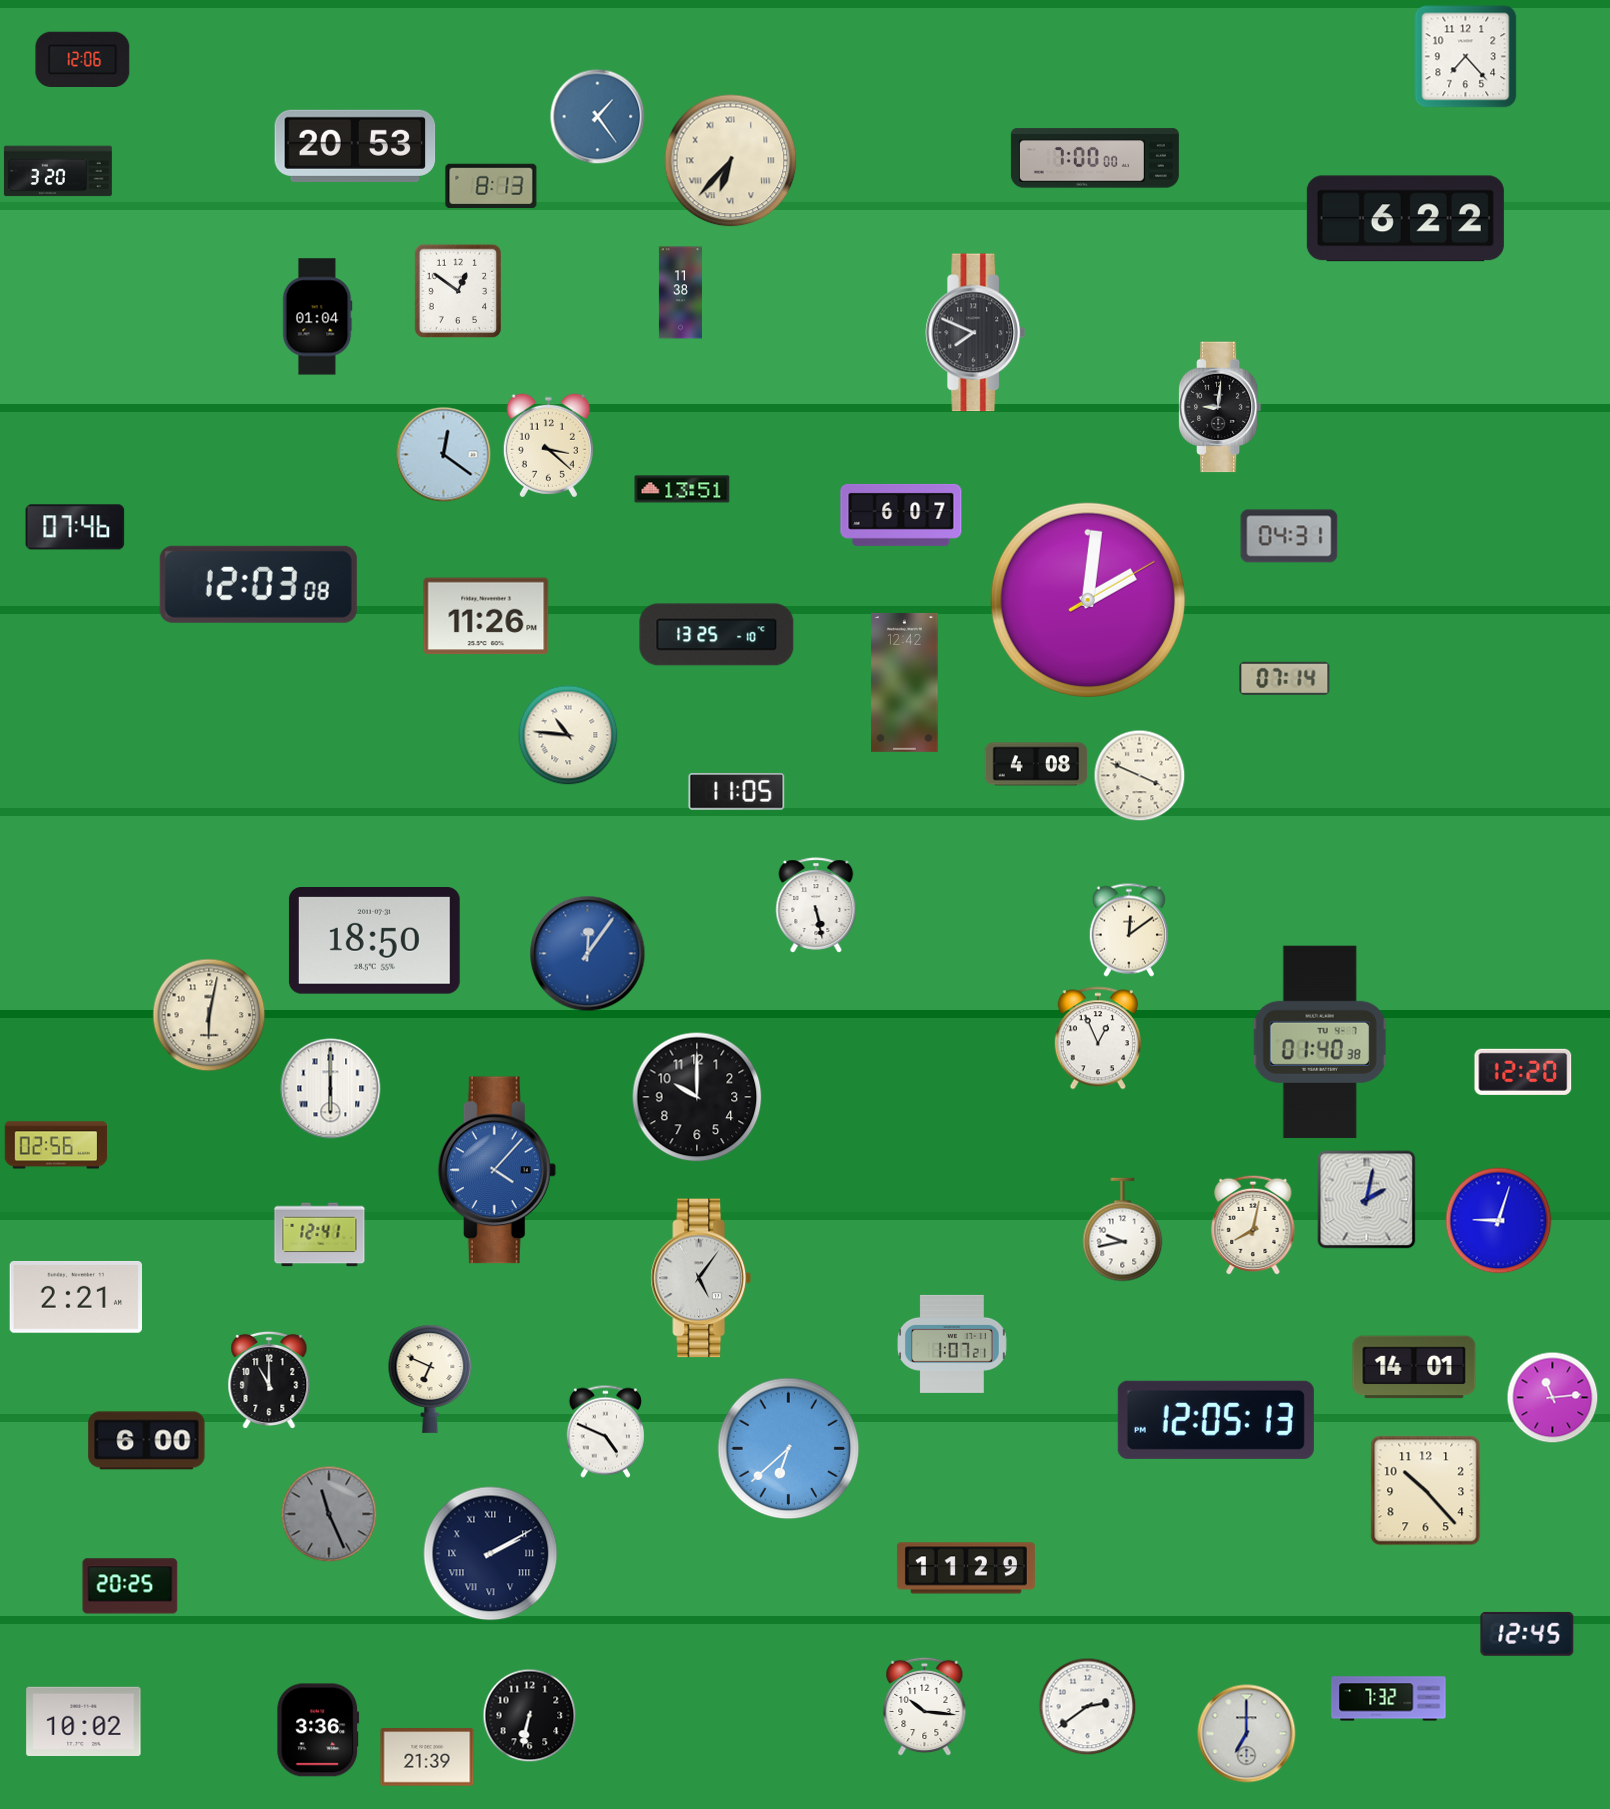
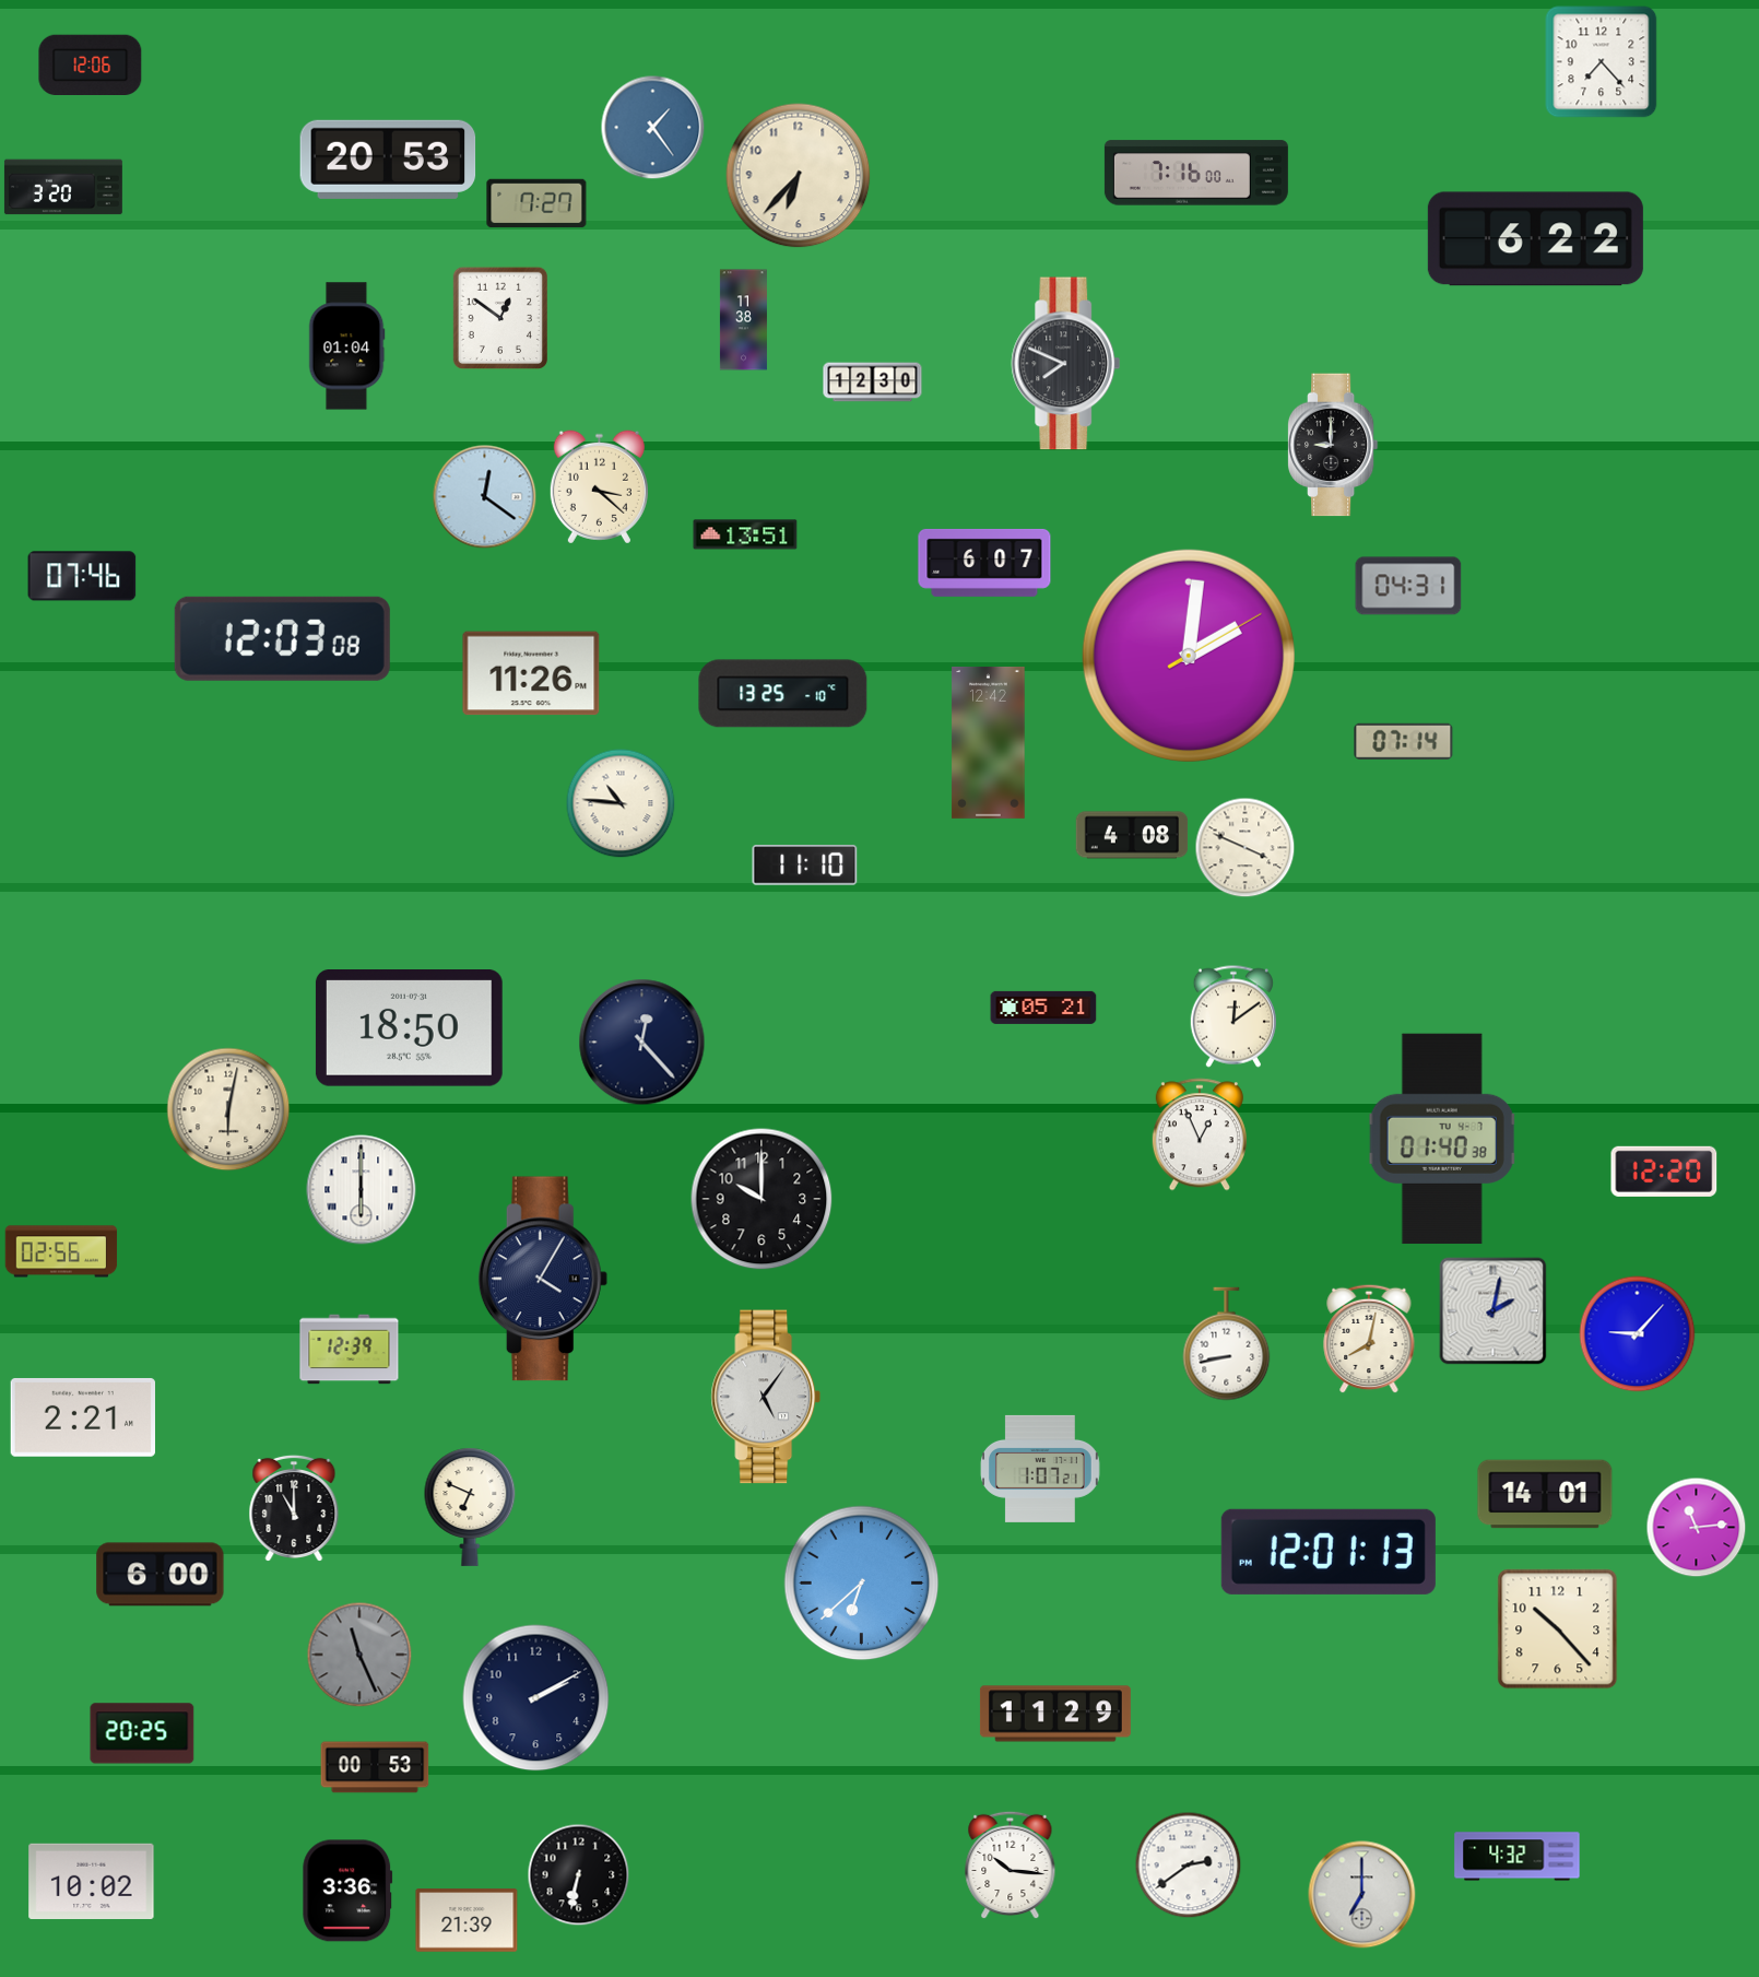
clock at (1095, 158): 7:00 -> 7:16
clock at (731, 161) numerals: Roman -> Arabic
clock at (491, 186): 8:13 -> 7:27
clock at (873, 383): none -> 12:30
clock at (1220, 407): 9:01 -> 9:00
clock at (905, 682) position: (905, 682) -> (989, 742)
clock at (737, 792): 11:05 -> 11:10
clock at (816, 905): 5:28 -> none
clock at (1043, 1008): none -> 05:21
clock at (588, 954): 12:06 -> 12:23
clock at (588, 954) dial: blue -> navy
clock at (497, 1170): 4:07 -> 4:05
clock at (497, 1170) dial: blue -> navy
clock at (1499, 1221): 9:03 -> 9:07
clock at (1123, 1230): 9:43 -> 8:43
clock at (320, 1235): 12:41 -> 12:39
clock at (1216, 1420): 12:05 -> 12:01
clock at (605, 1431): 4:49 -> none
clock at (491, 1554) numerals: Roman -> Arabic
clock at (375, 1767): none -> 00:53
clock at (1527, 1634): 12:45 -> none
clock at (1389, 1699): 7:32 -> 4:32
